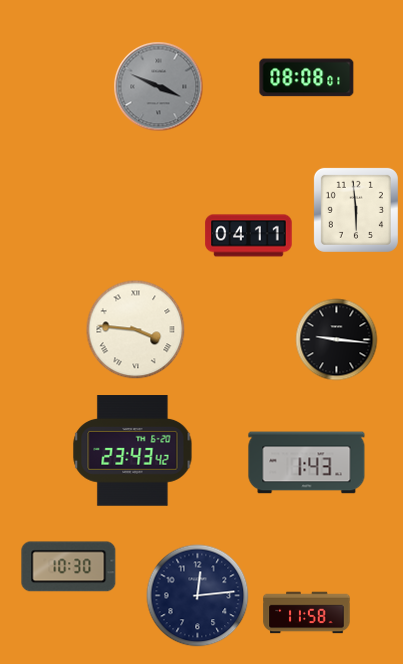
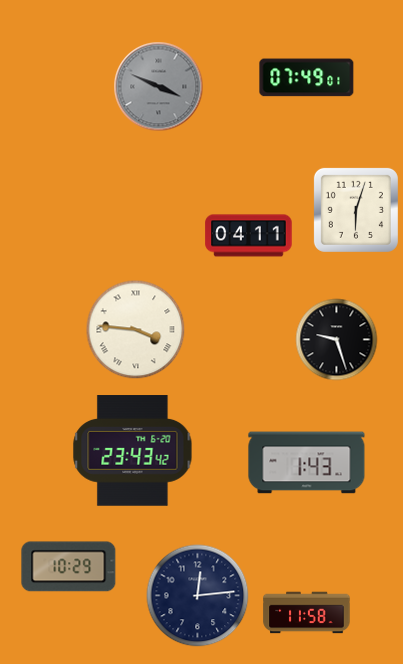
clock at (307, 78): 08:08 -> 07:49
clock at (356, 210): 5:59 -> 6:03
clock at (337, 340): 9:16 -> 9:27
clock at (69, 567): 10:30 -> 10:29
